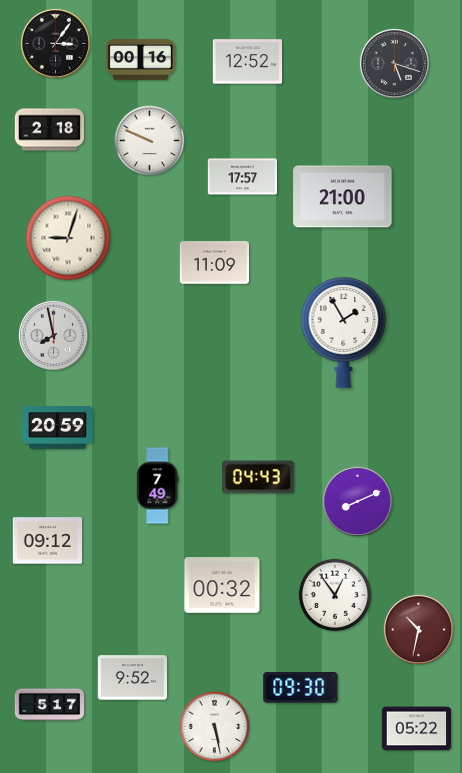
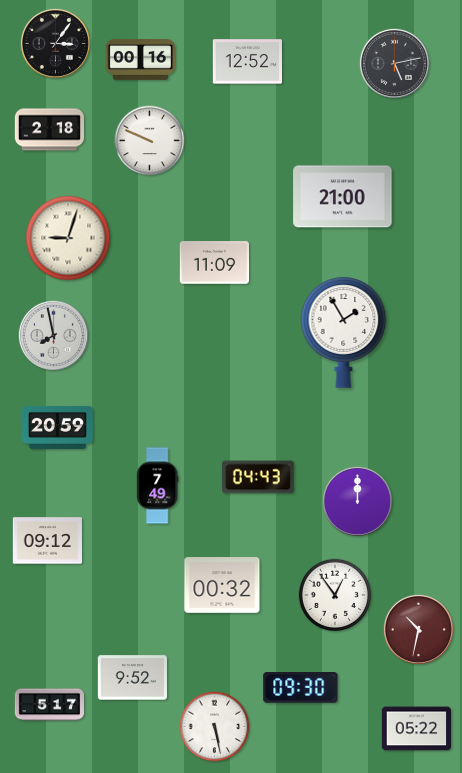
clock at (394, 63): 5:18 -> 5:13
clock at (242, 177): 17:57 -> none
clock at (357, 501): 8:11 -> 12:00
